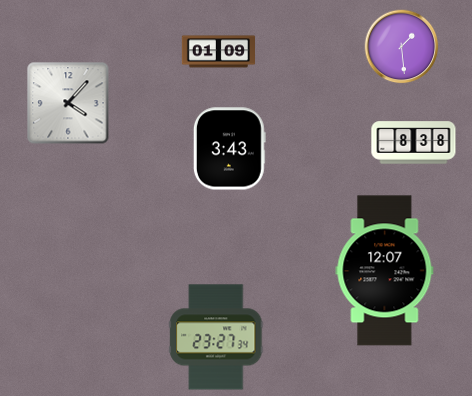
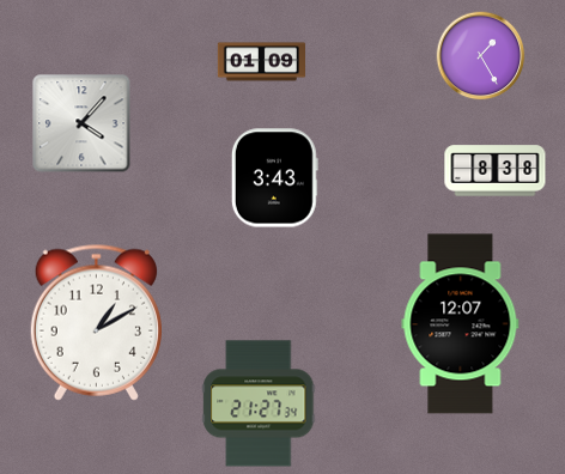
clock at (402, 47): 1:29 -> 1:25
clock at (96, 322): none -> 1:10
clock at (216, 337): 23:27 -> 21:27
